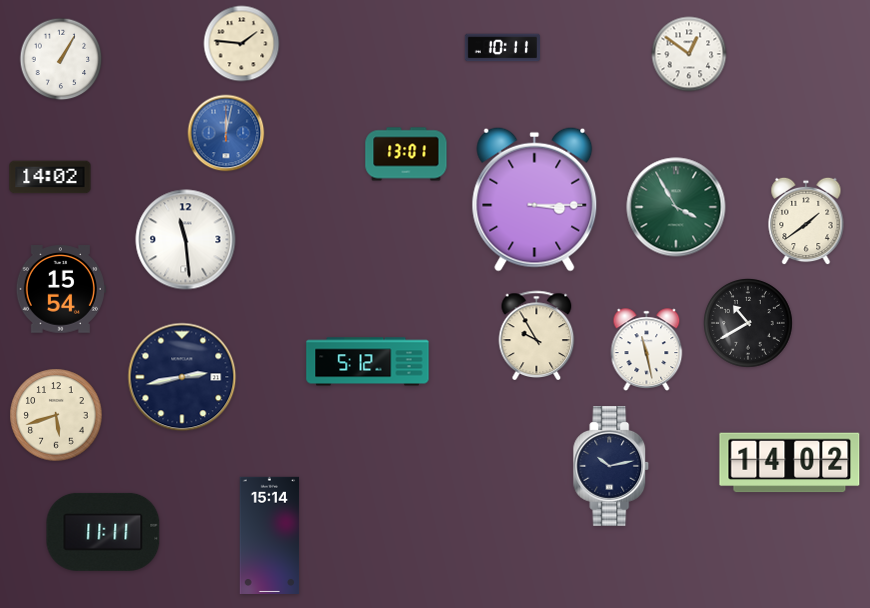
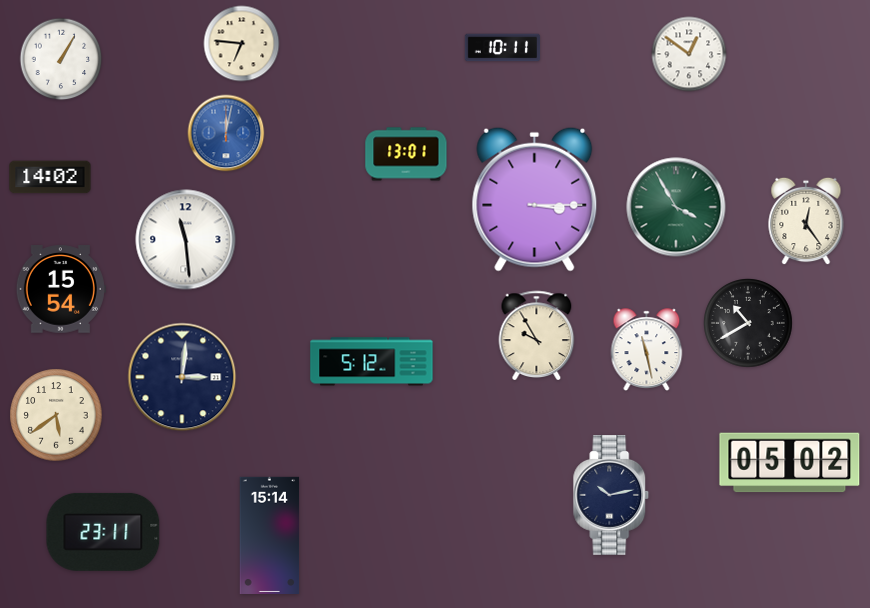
clock at (242, 44): 1:46 -> 6:46
clock at (806, 221): 1:39 -> 12:24
clock at (368, 362) position: (368, 362) -> (372, 362)
clock at (182, 377): 2:43 -> 3:01
clock at (56, 415): 5:42 -> 5:39
clock at (790, 463): 14:02 -> 05:02
clock at (611, 467) position: (611, 467) -> (611, 496)
clock at (103, 532): 11:11 -> 23:11
